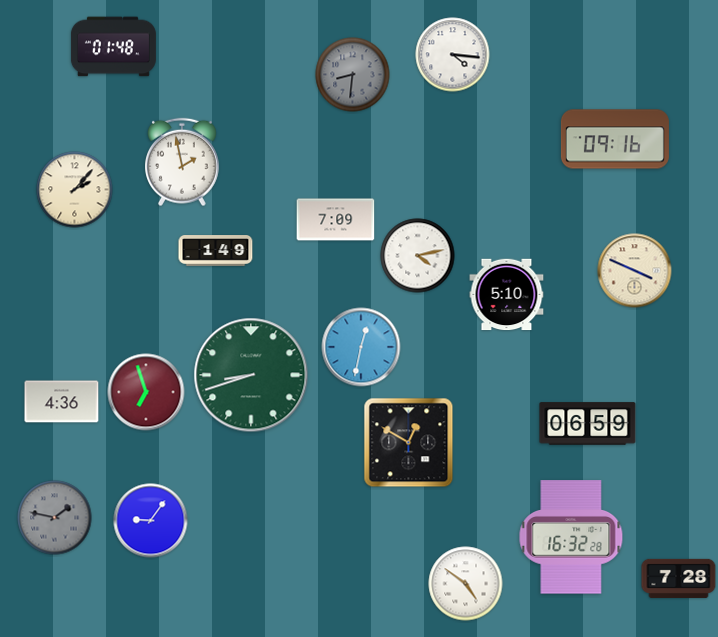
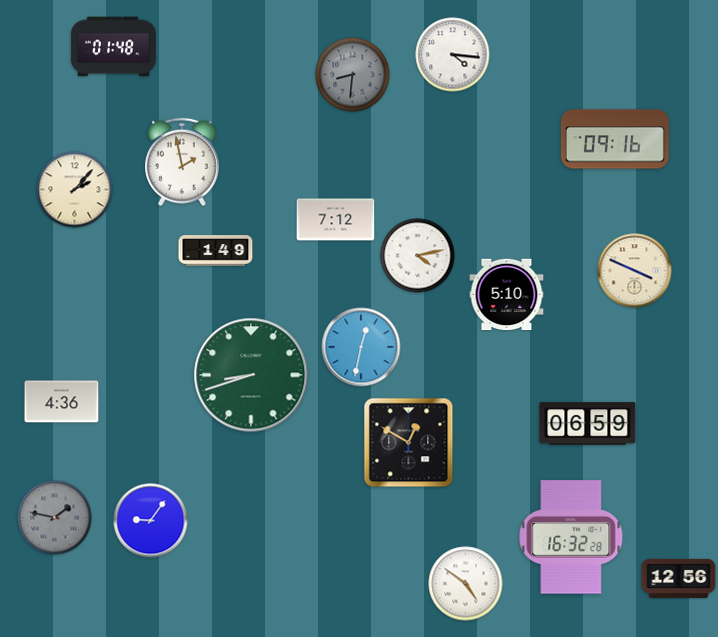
clock at (336, 220): 7:09 -> 7:12
clock at (146, 392): 6:57 -> none
clock at (679, 578): 7:28 -> 12:56
